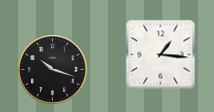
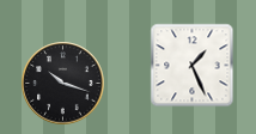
clock at (161, 55): 1:16 -> 1:26
